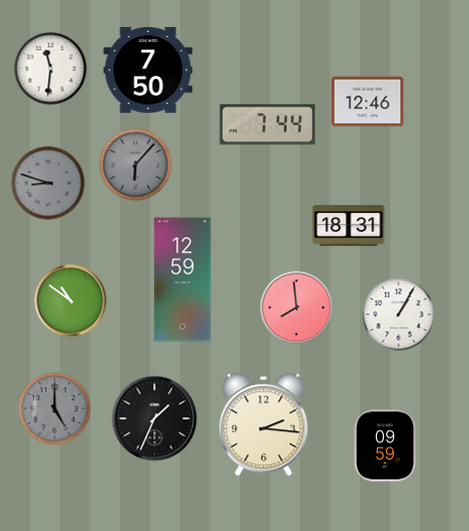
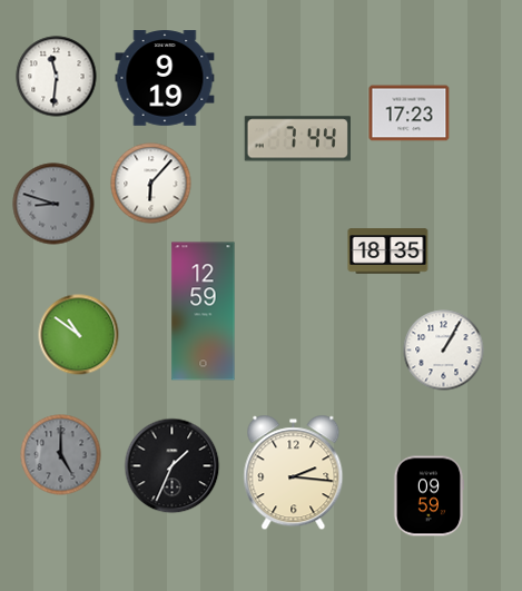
clock at (148, 70): 7:50 -> 9:19
clock at (368, 102): 12:46 -> 17:23
clock at (136, 165) dial: grey -> white
clock at (349, 226): 18:31 -> 18:35
clock at (297, 308): 7:59 -> none
